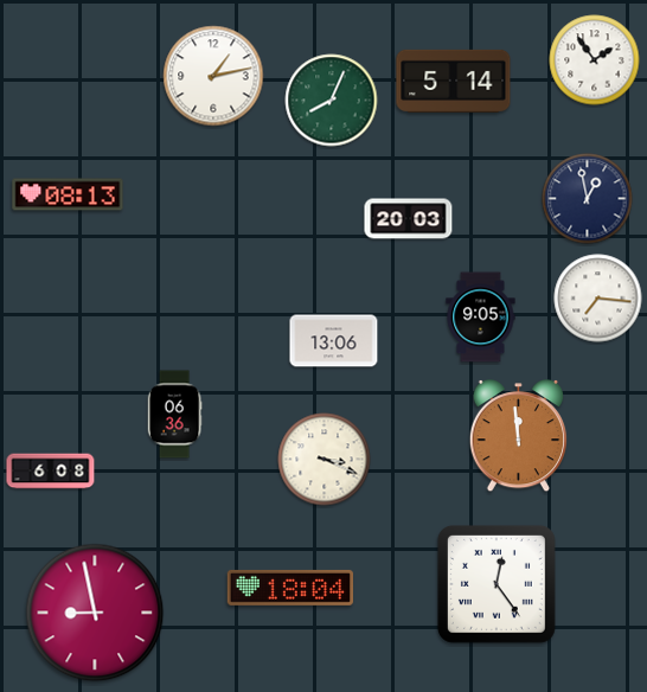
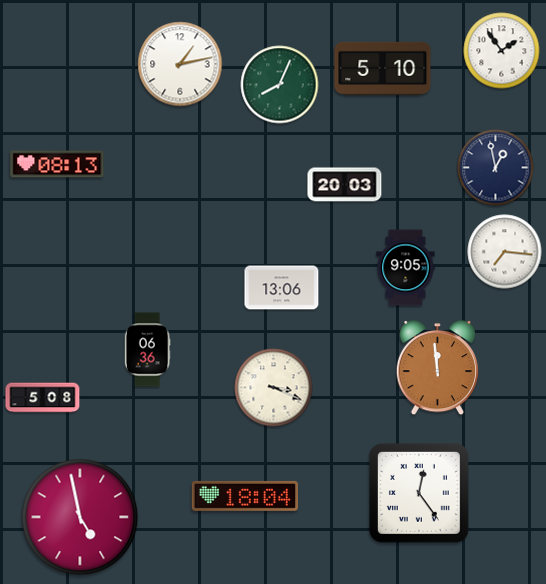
clock at (454, 81): 5:14 -> 5:10
clock at (51, 472): 6:08 -> 5:08
clock at (95, 613): 8:58 -> 4:58
